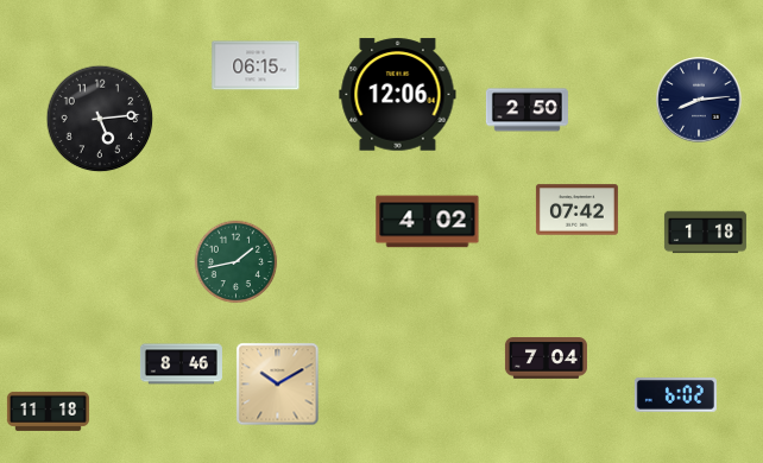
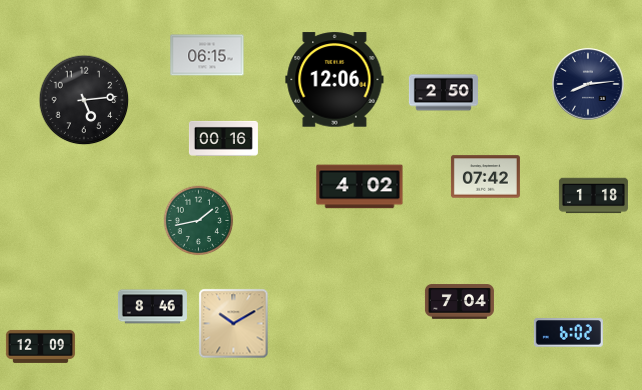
clock at (256, 65) position: (256, 65) -> (207, 55)
clock at (223, 138): none -> 00:16
clock at (48, 411): 11:18 -> 12:09
